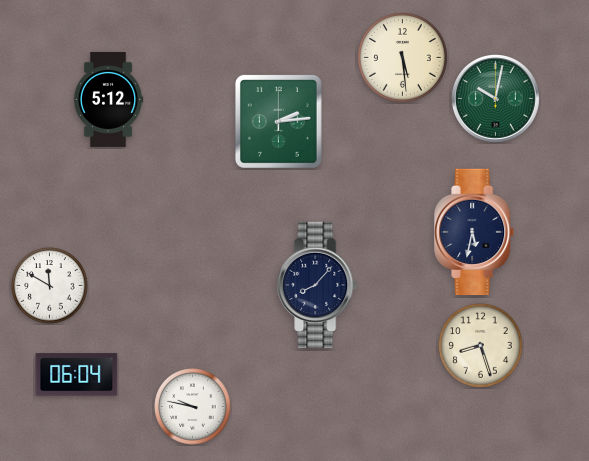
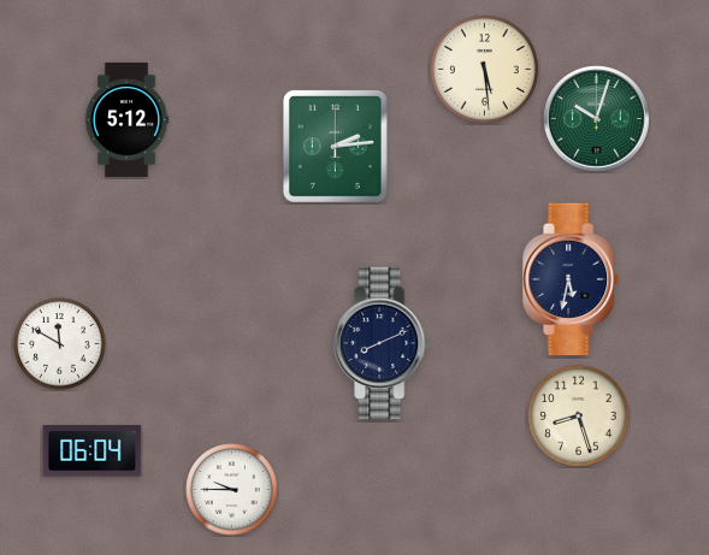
clock at (108, 99) position: (108, 99) -> (126, 119)
clock at (496, 99): 10:02 -> 10:03
clock at (318, 285): 8:07 -> 8:11
clock at (193, 407): 9:47 -> 9:45
